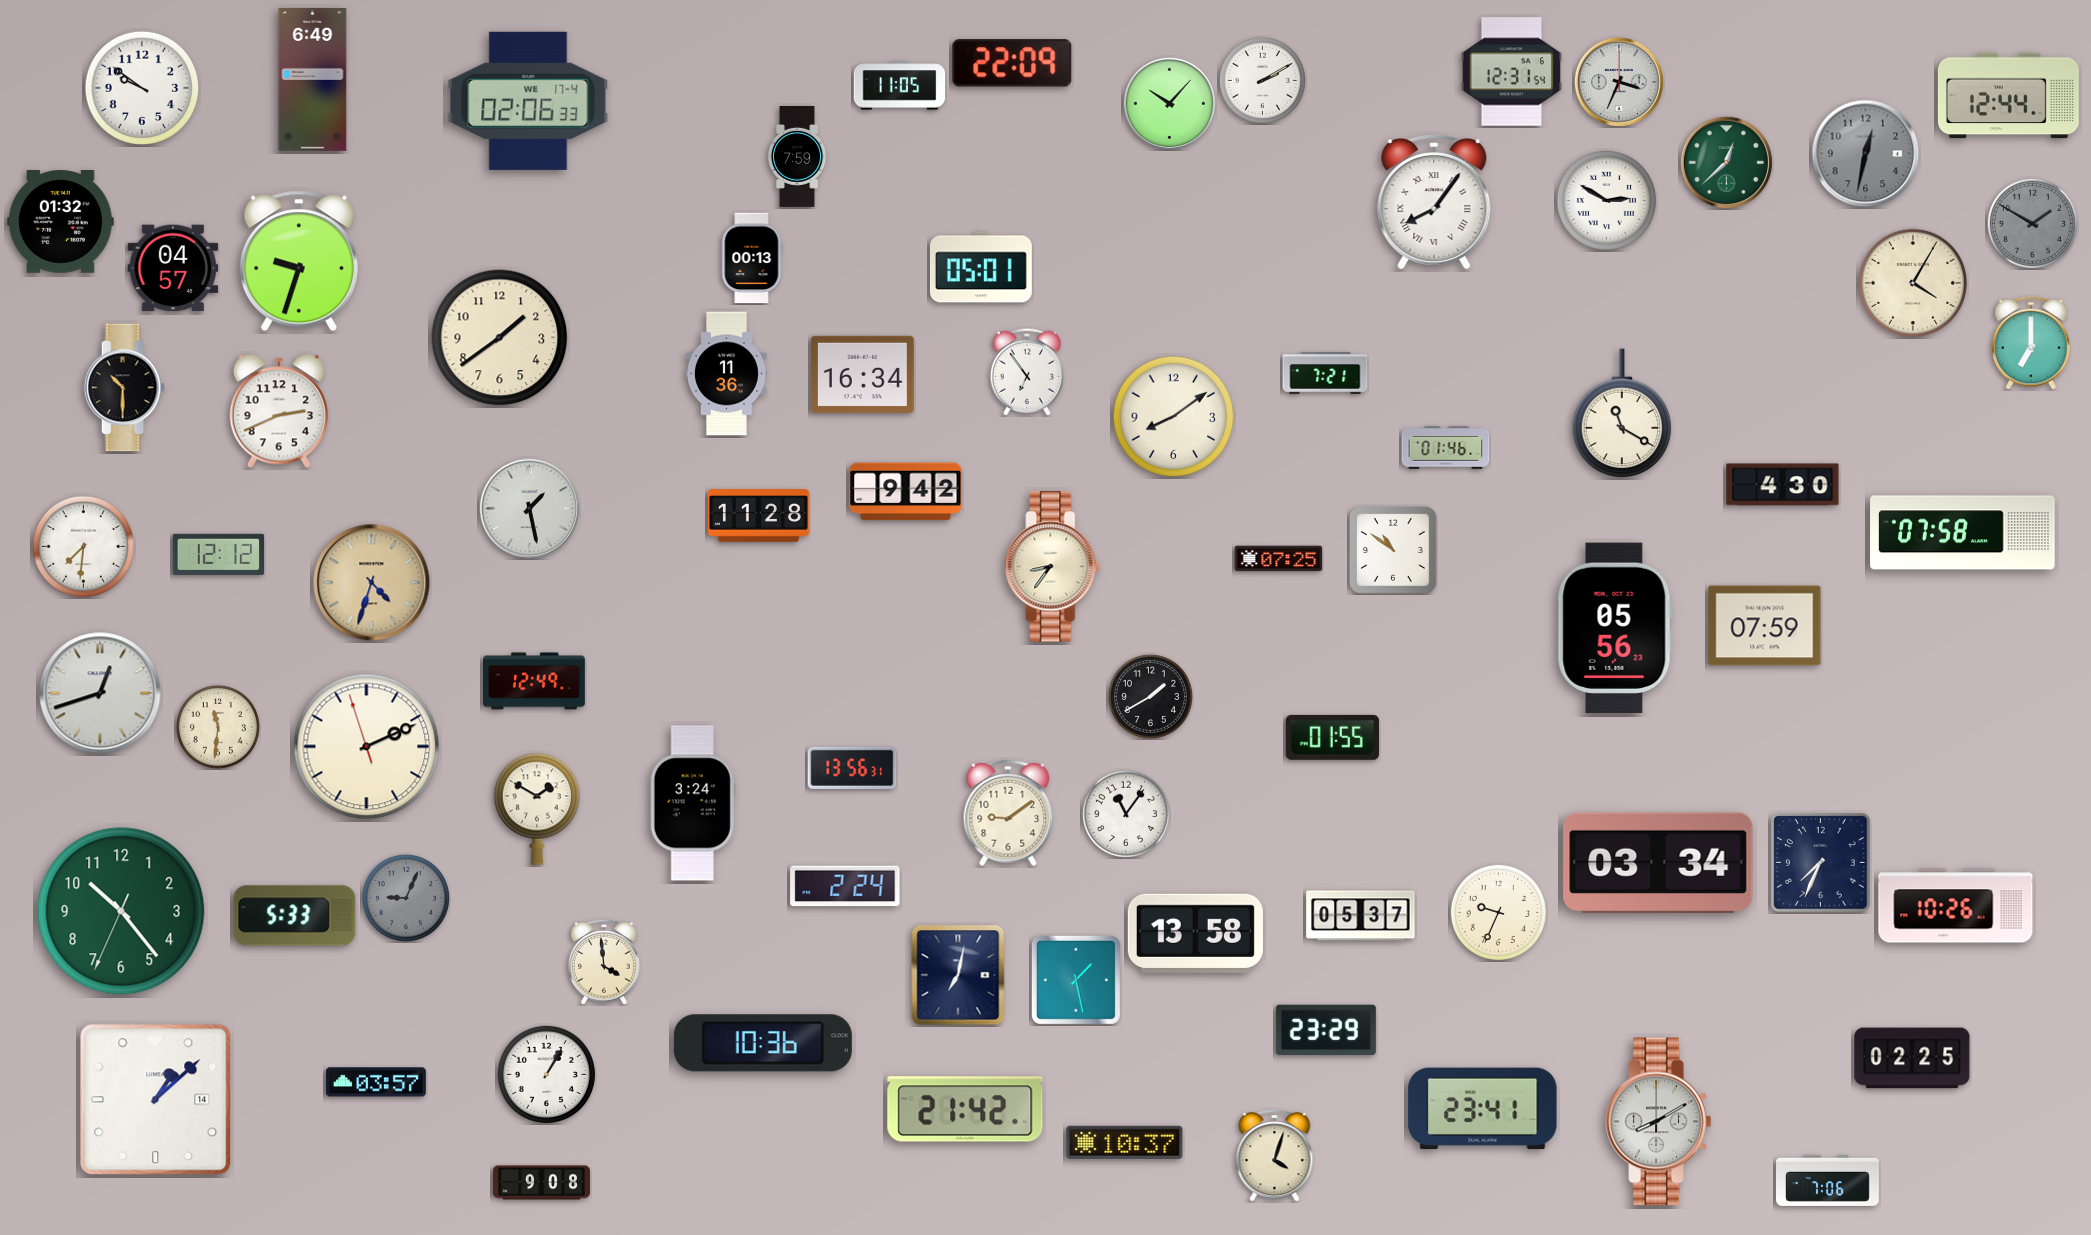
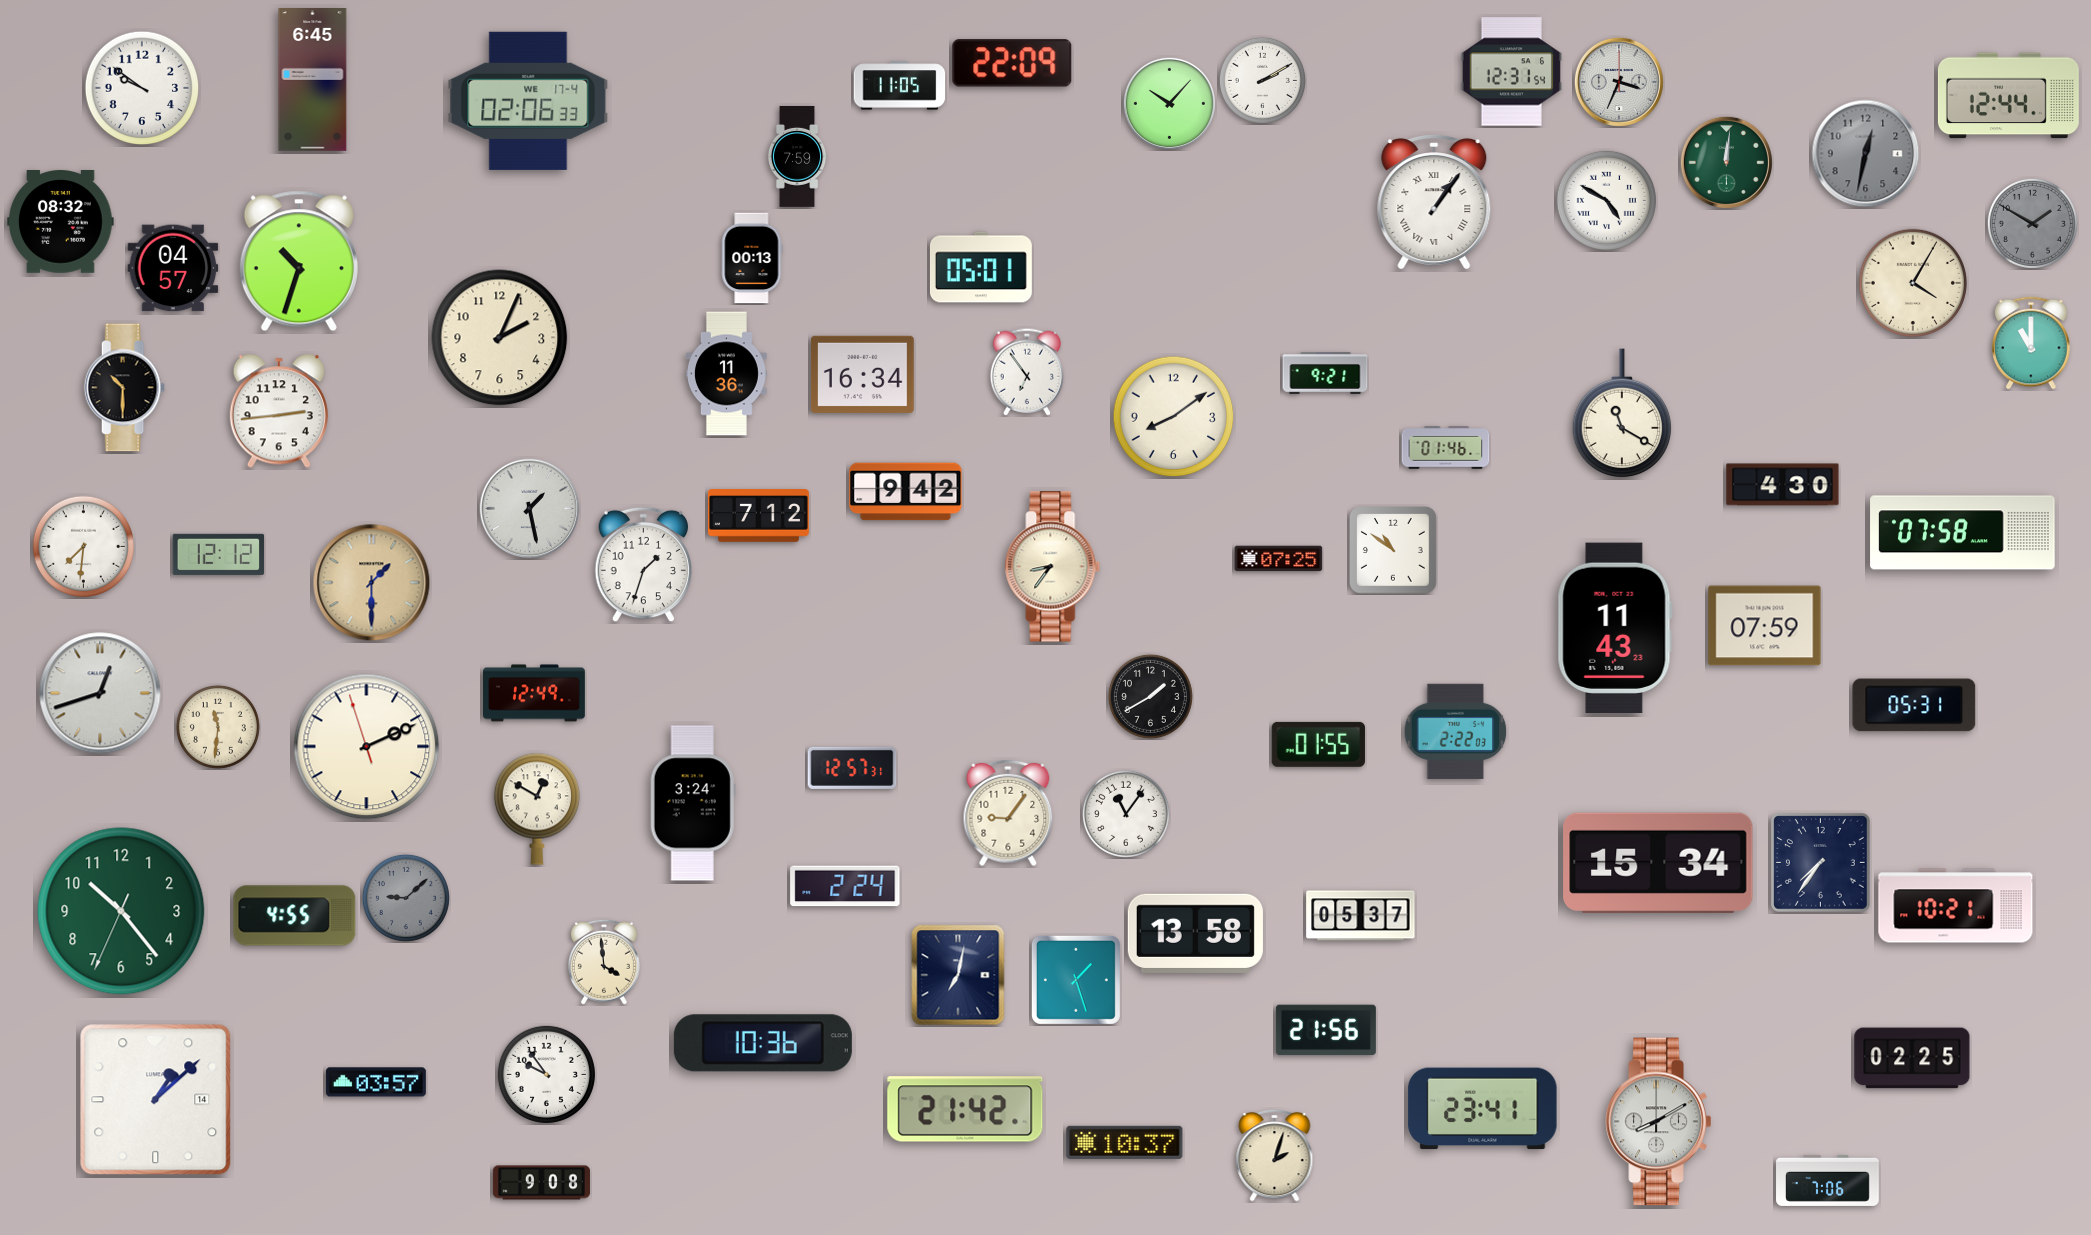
clock at (313, 80): 6:49 -> 6:45
clock at (1726, 162): 12:38 -> 12:01
clock at (1606, 200): 2:50 -> 4:50
clock at (1434, 202): 8:06 -> 1:06
clock at (61, 222): 01:32 -> 08:32
clock at (299, 261): 9:33 -> 10:33
clock at (500, 338): 1:39 -> 2:04
clock at (2031, 343): 7:00 -> 11:00
clock at (1325, 373): 7:21 -> 9:21
clock at (279, 411): 2:41 -> 2:44
clock at (758, 516): 11:28 -> 7:12
clock at (643, 565): none -> 1:33
clock at (372, 583): 4:33 -> 1:30
clock at (1615, 627): 05:56 -> 11:43
clock at (535, 681) position: (535, 681) -> (535, 693)
clock at (1914, 705): none -> 05:31
clock at (1456, 731): none -> 2:22
clock at (1332, 737) position: (1332, 737) -> (1318, 744)
clock at (852, 768): 13:56 -> 12:57
clock at (536, 809): 1:50 -> 12:50
clock at (1008, 813): 9:09 -> 9:06
clock at (1658, 863): 03:34 -> 15:34
clock at (1821, 863): 7:34 -> 7:36
clock at (406, 898): 9:04 -> 9:08
clock at (1956, 906): 10:26 -> 10:21
clock at (1498, 912): 9:34 -> none
clock at (295, 916): 5:33 -> 4:55
clock at (1076, 980): 1:28 -> 1:27
clock at (1326, 1030): 23:29 -> 21:56
clock at (546, 1074): 1:05 -> 9:54
clock at (1275, 1155): 4:03 -> 2:03
